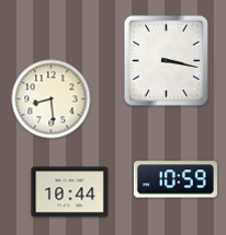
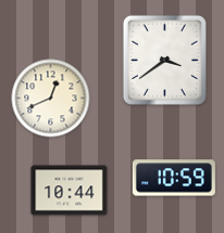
clock at (166, 60): 3:17 -> 3:39
clock at (52, 99): 8:29 -> 12:41
